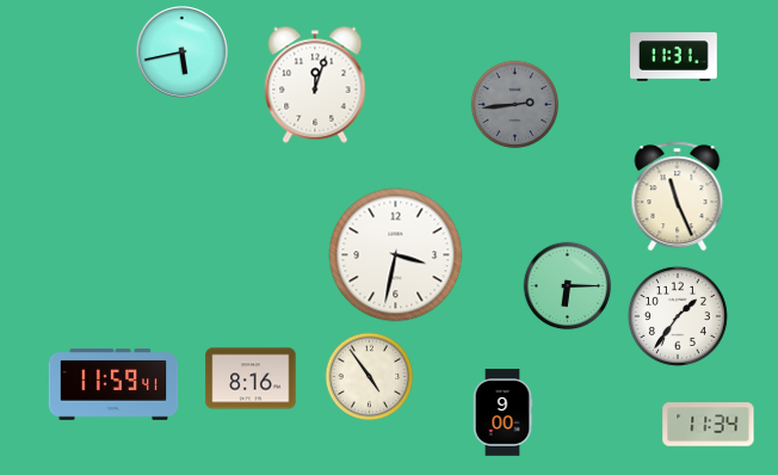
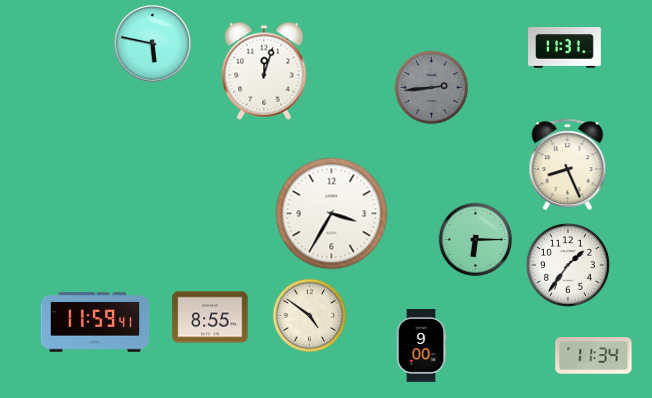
clock at (181, 51): 5:43 -> 5:47
clock at (678, 197): 11:26 -> 8:26
clock at (396, 255): 3:32 -> 3:35
clock at (370, 377): 4:54 -> 4:51
clock at (251, 378): 8:16 -> 8:55
